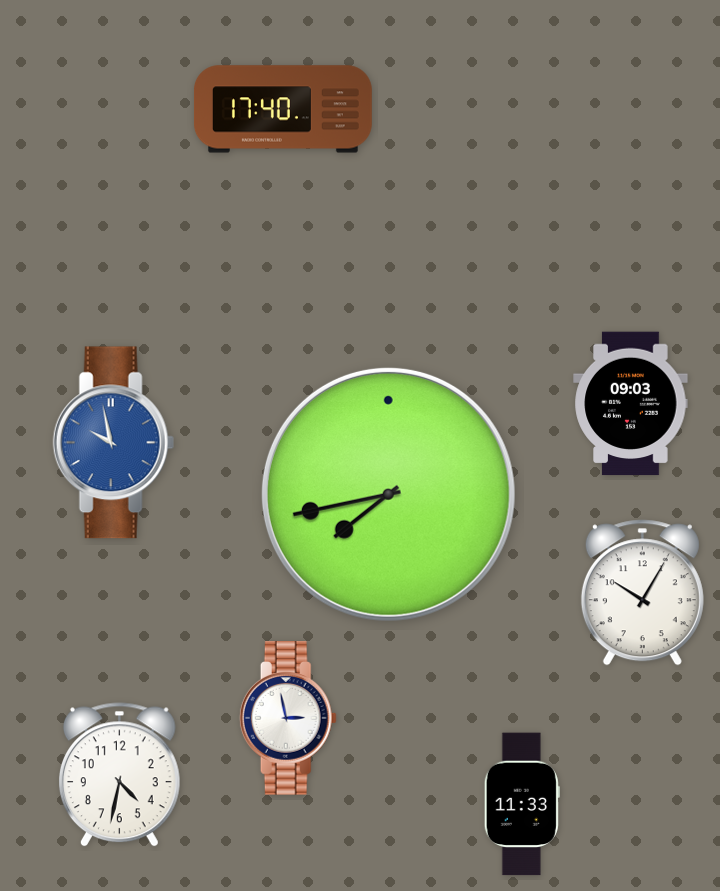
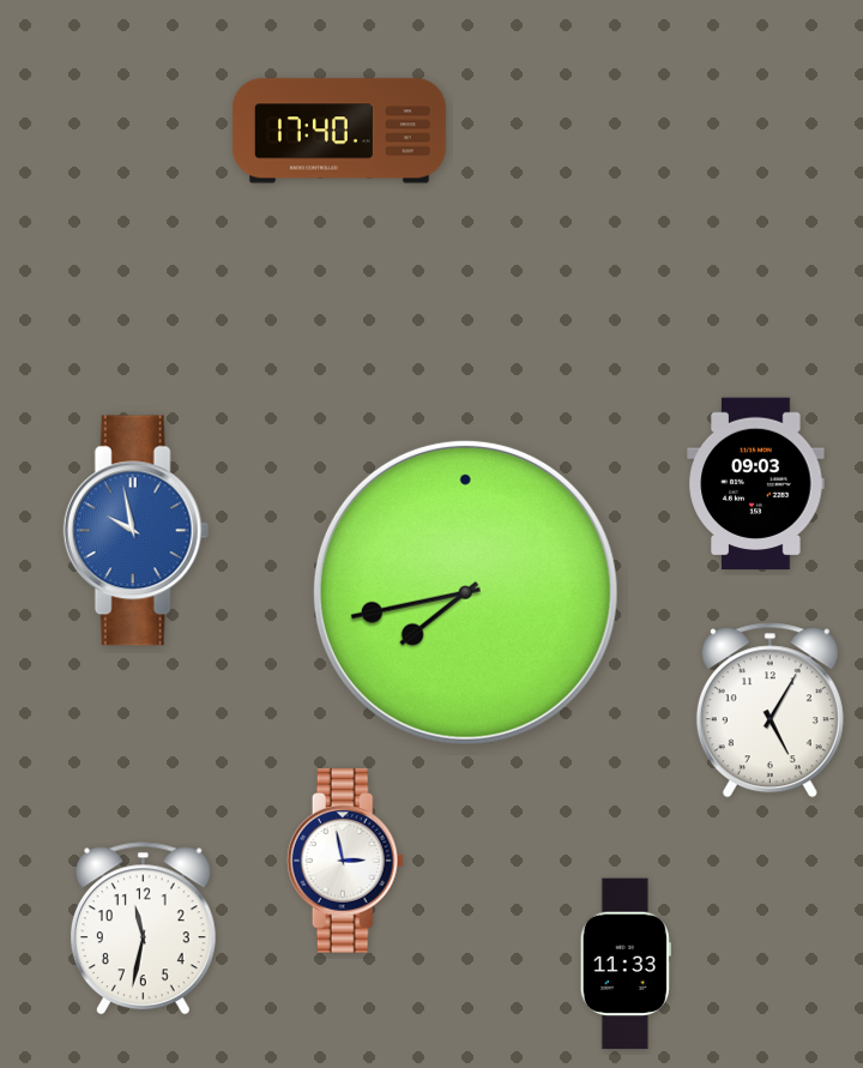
clock at (642, 593): 10:05 -> 5:05
clock at (119, 775): 4:32 -> 11:32
